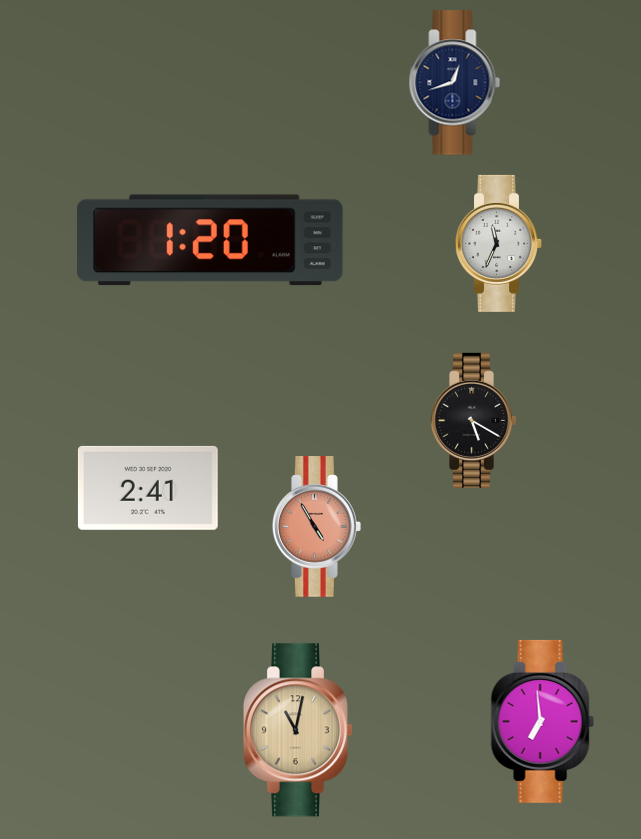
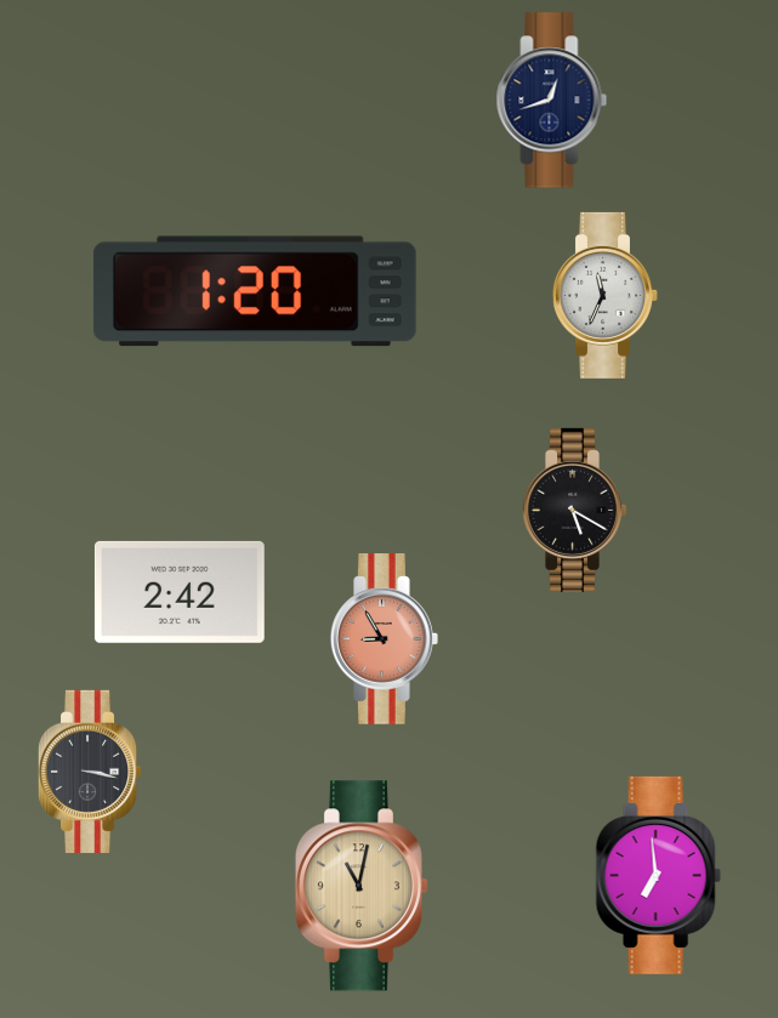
clock at (148, 488): 2:41 -> 2:42
clock at (317, 527): 4:55 -> 8:55
clock at (90, 772): none -> 3:17
